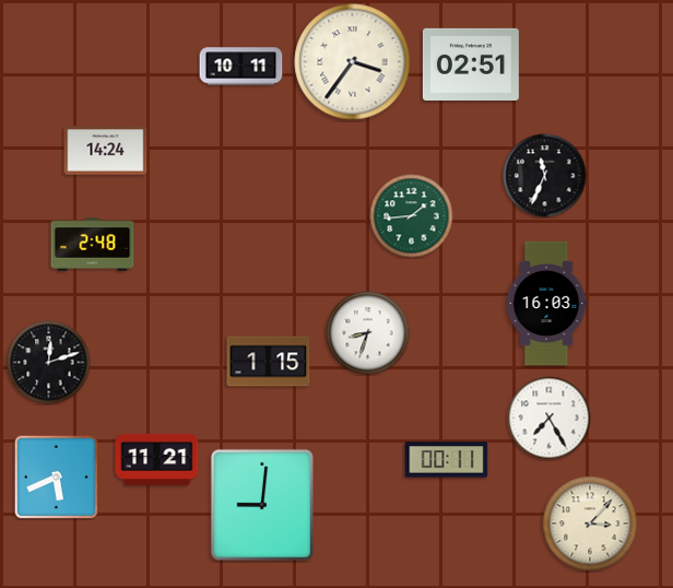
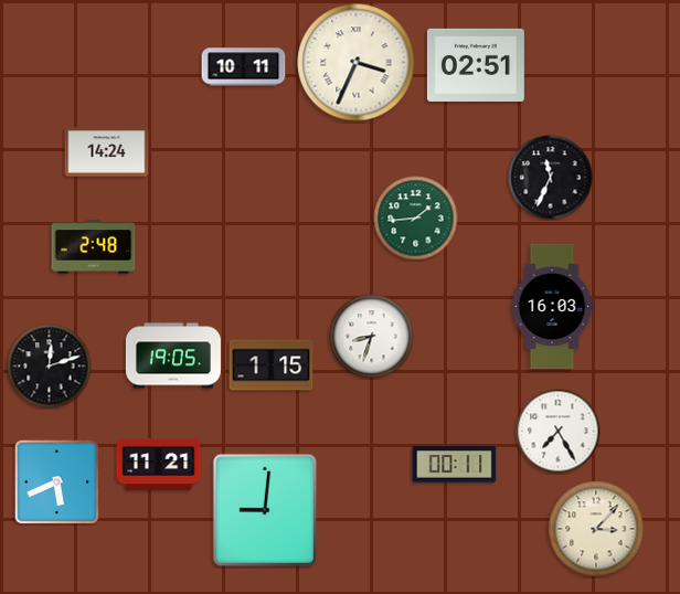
clock at (353, 62): 3:36 -> 3:34
clock at (173, 356): none -> 19:05
clock at (550, 419) position: (550, 419) -> (559, 432)
clock at (447, 460) position: (447, 460) -> (455, 465)
